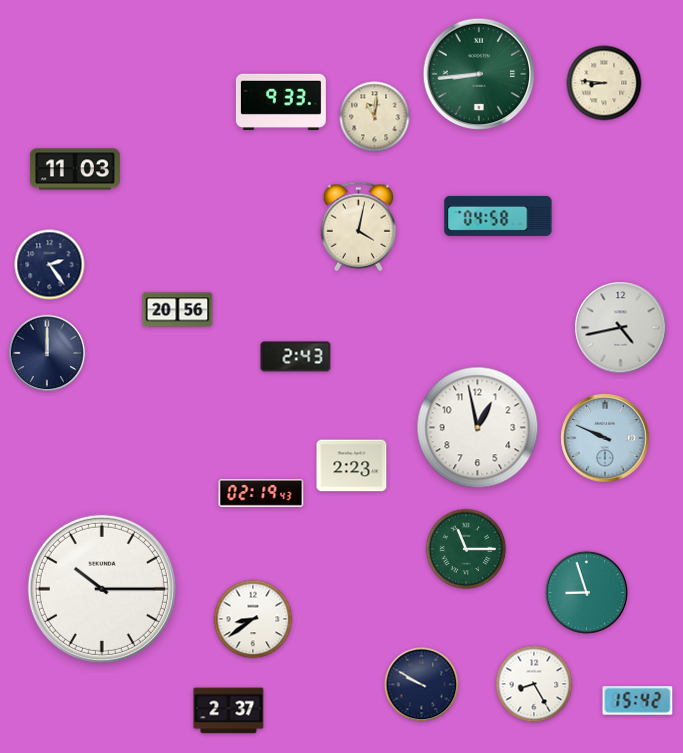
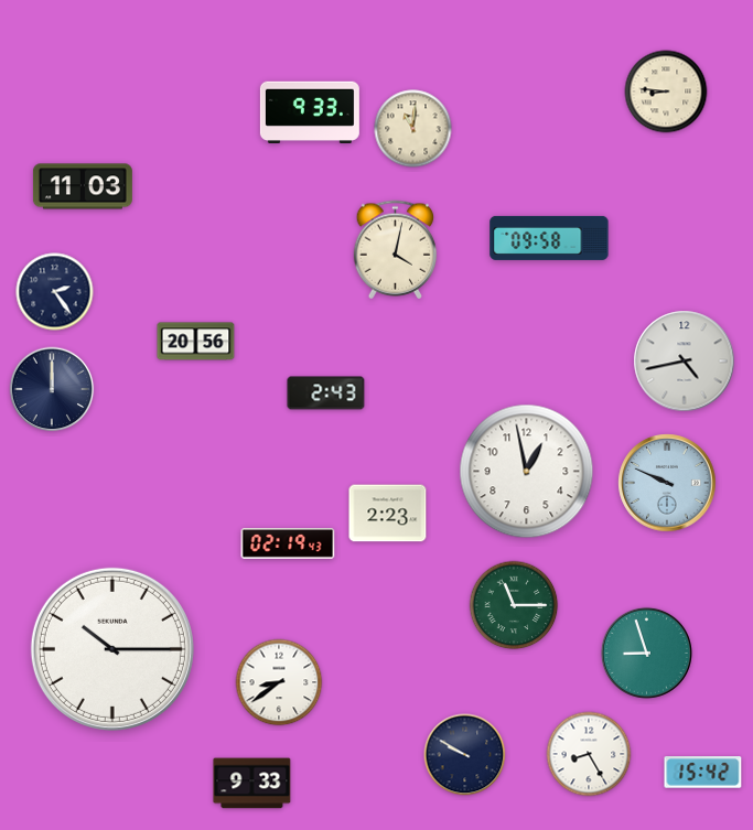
clock at (479, 74): 8:44 -> none
clock at (498, 216): 04:58 -> 09:58
clock at (229, 711): 2:37 -> 9:33
